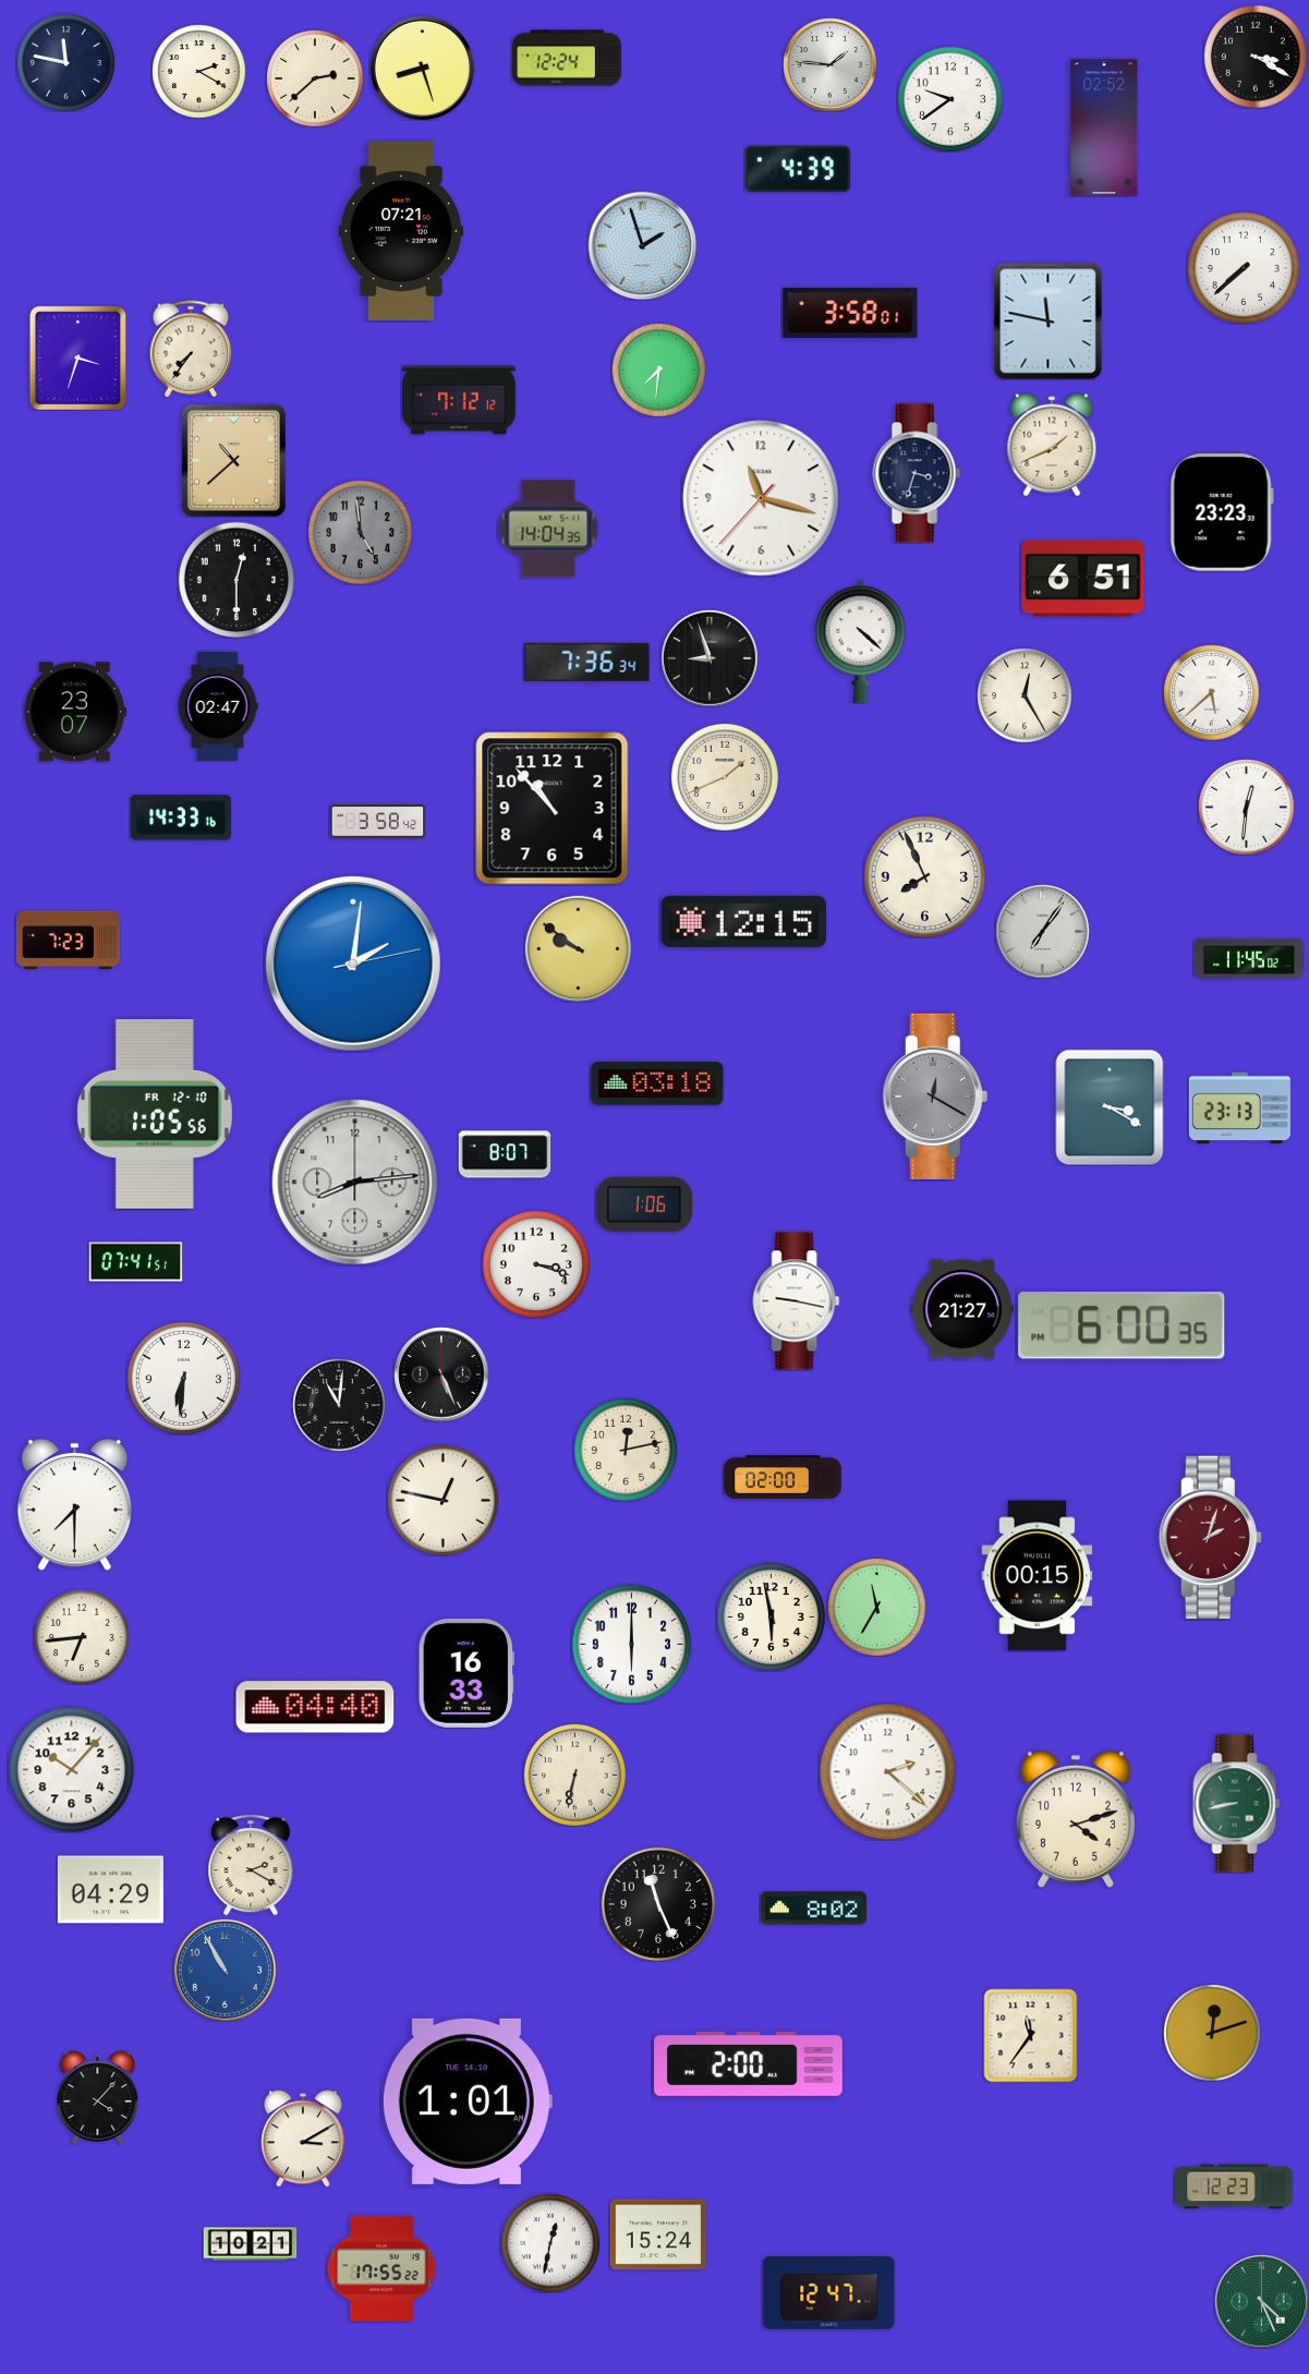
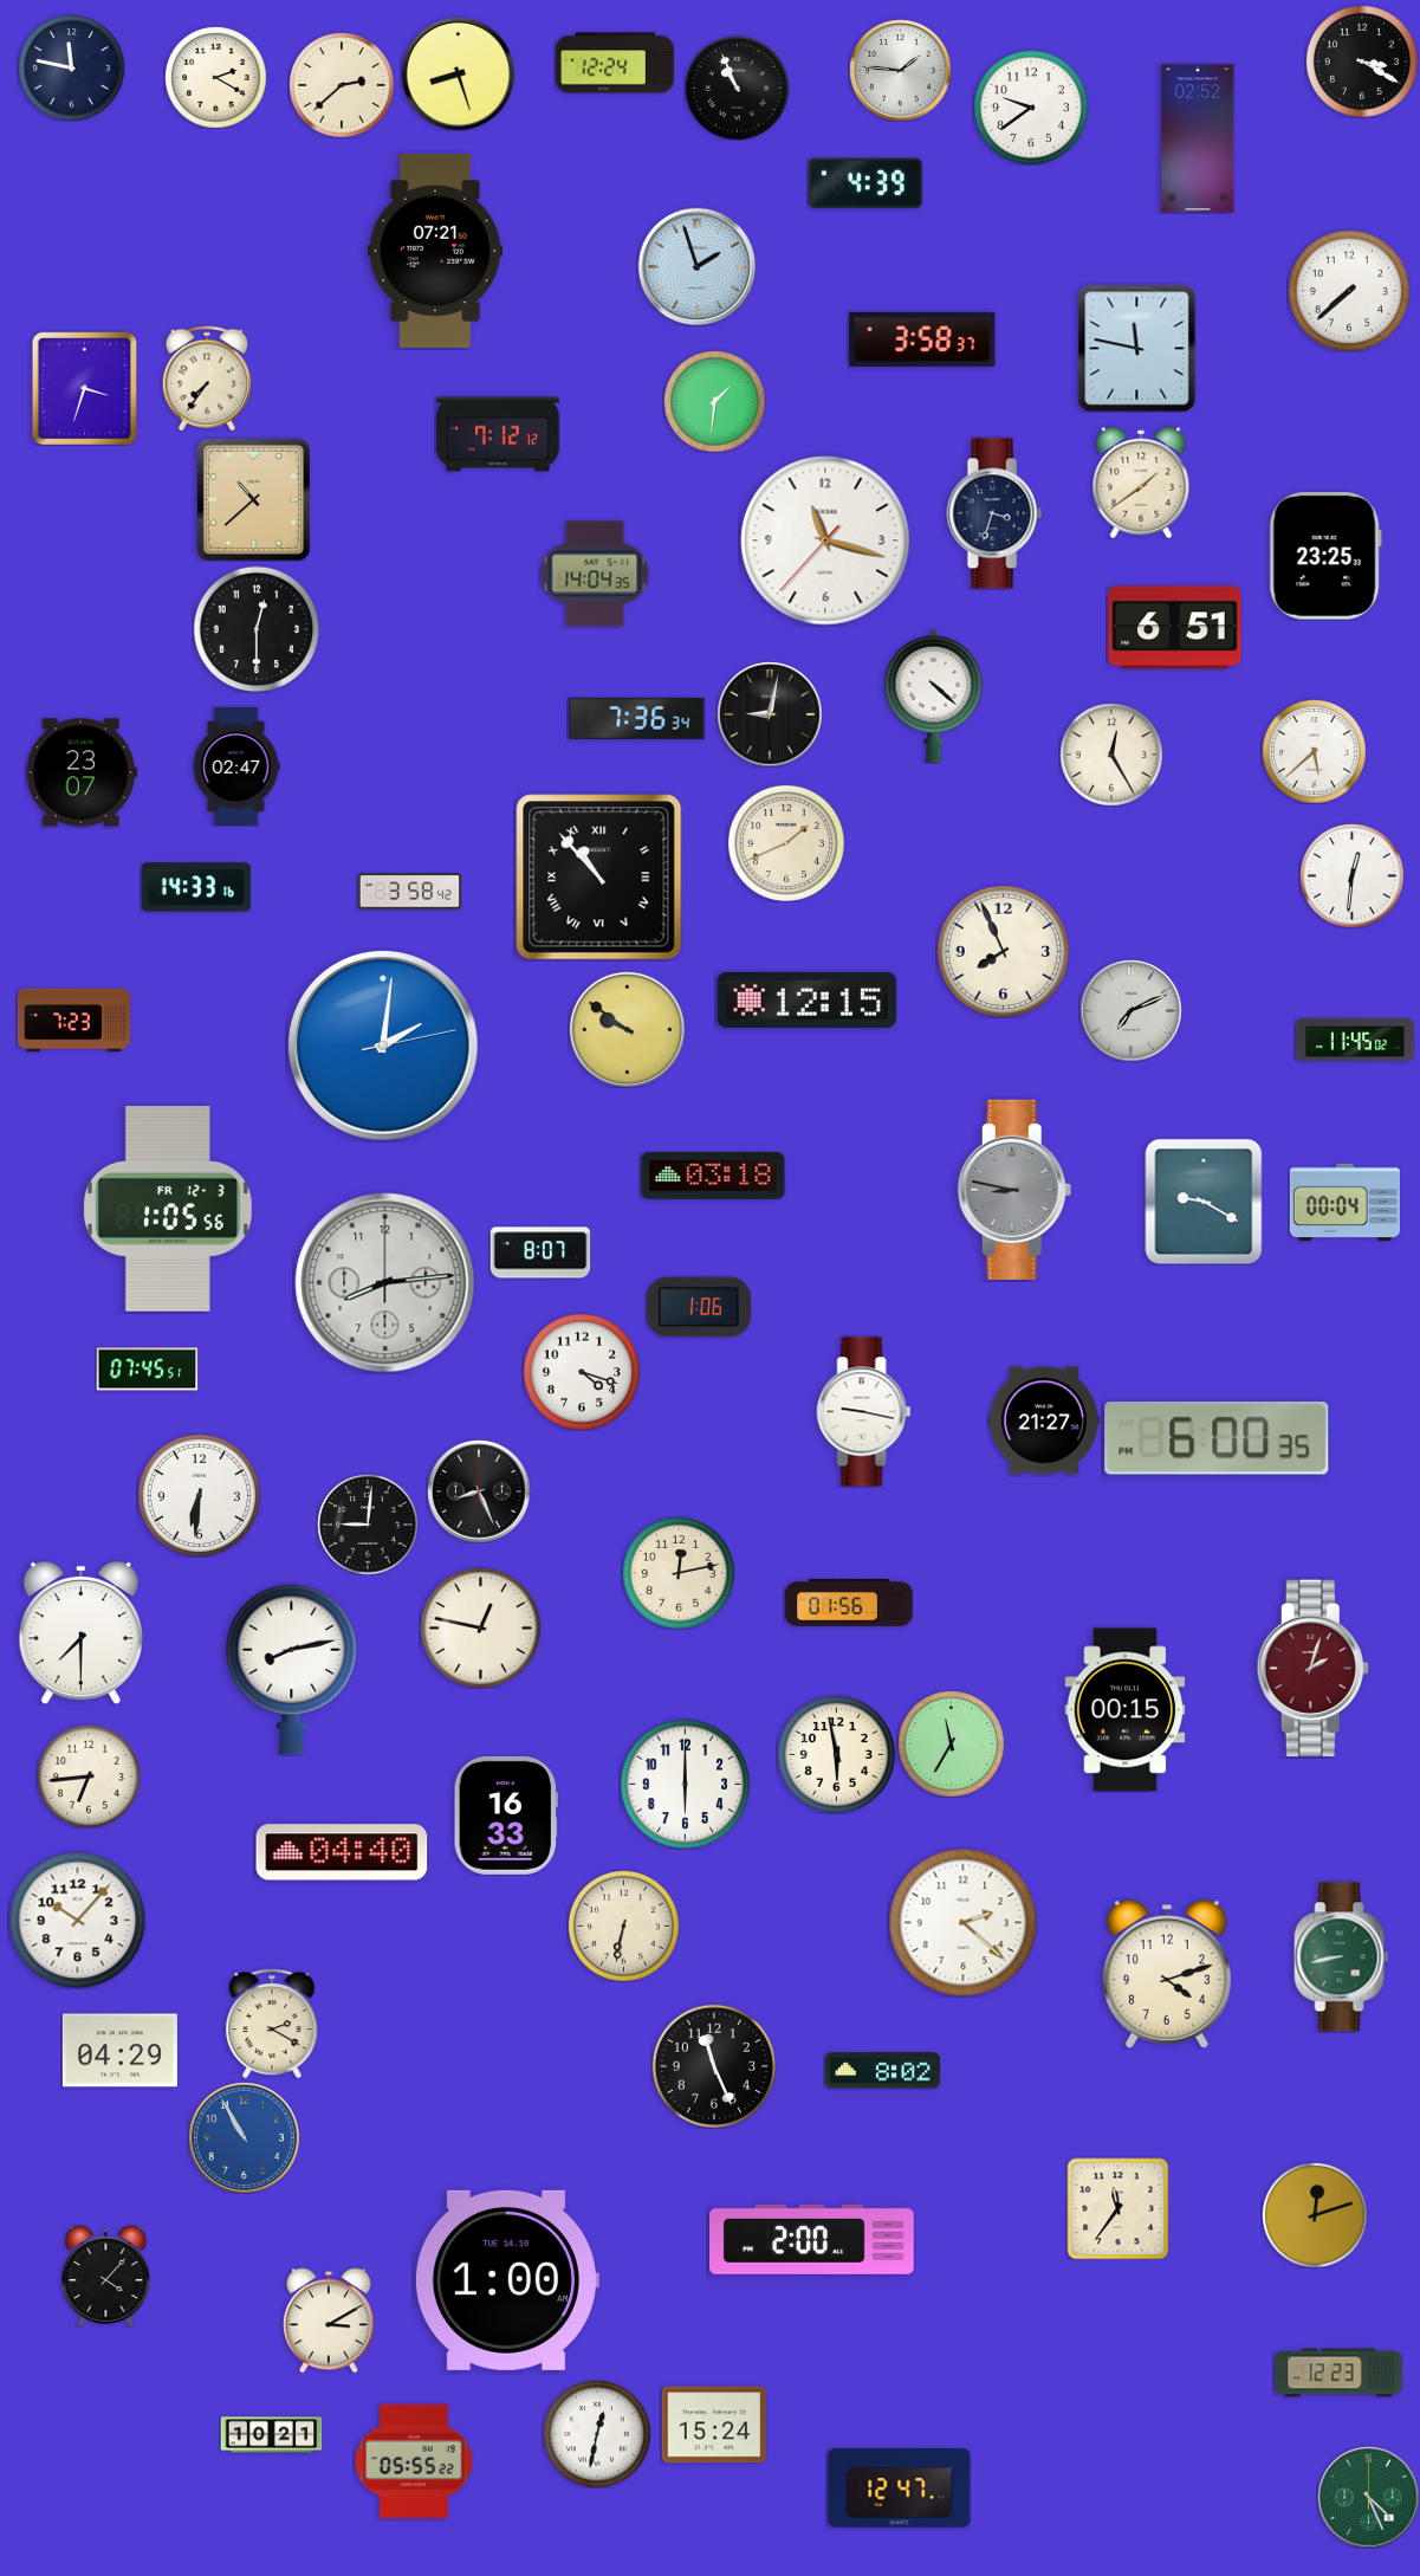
clock at (737, 88): none -> 10:56
clock at (850, 313): 3:58:01 -> 3:58:37
clock at (658, 370): 7:31 -> 1:31
clock at (1052, 445): 1:41 -> 1:39
clock at (1222, 513): 23:23 -> 23:25
clock at (360, 532): 4:59 -> none
clock at (710, 658): 8:57 -> 9:02
clock at (553, 809) numerals: Arabic -> Roman
clock at (1042, 931): 7:06 -> 7:11
clock at (935, 1095): 12:20 -> 8:47
clock at (1110, 1107): 3:20 -> 9:20
clock at (1239, 1109): 23:13 -> 00:04
clock at (155, 1115) date: FR 12-10 -> FR 12-3
clock at (505, 1154) position: (505, 1154) -> (540, 1253)
clock at (135, 1262): 07:41 -> 07:45
clock at (536, 1264): 3:18 -> 4:18
clock at (441, 1374): 5:26 -> 8:26
clock at (339, 1405): 11:01 -> 9:01
clock at (783, 1477): 02:00 -> 01:56
clock at (292, 1669): none -> 8:13
clock at (1212, 2033) position: (1212, 2033) -> (1315, 2215)
clock at (466, 2102): 1:01 -> 1:00
clock at (381, 2268): 17:55 -> 05:55
